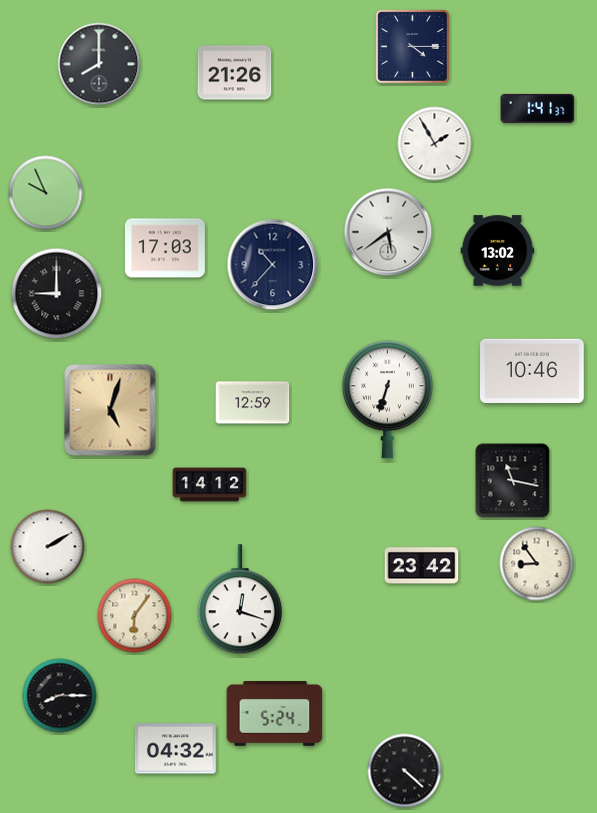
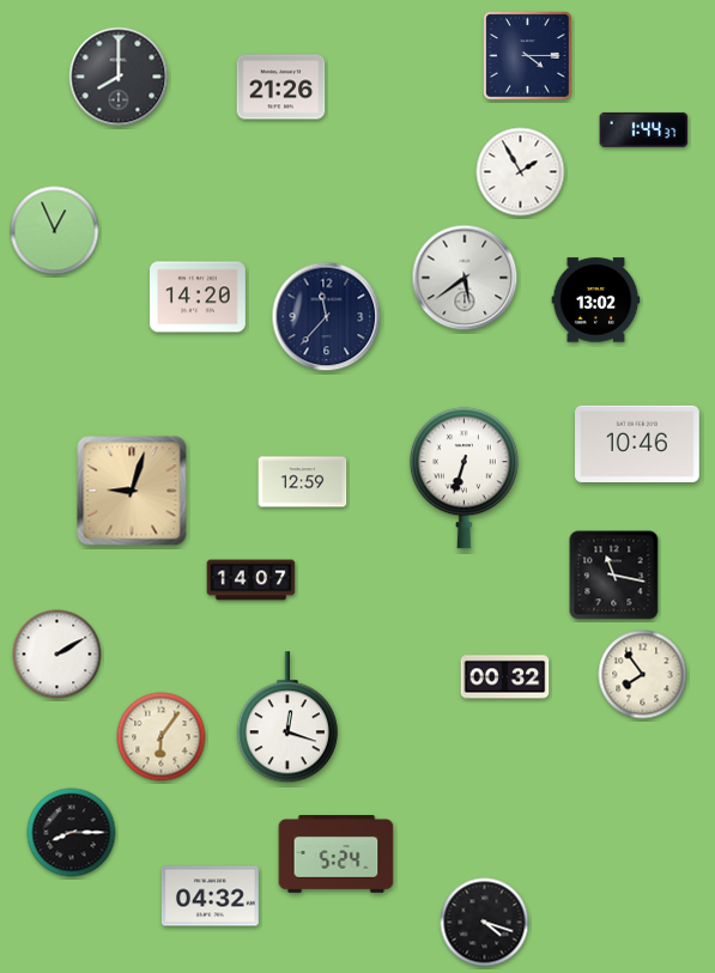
clock at (413, 47) position: (413, 47) -> (528, 56)
clock at (538, 108): 1:41 -> 1:44
clock at (46, 193): 9:56 -> 12:56
clock at (165, 248): 17:03 -> 14:20
clock at (273, 265): 10:37 -> 11:37
clock at (57, 294): 9:00 -> none
clock at (110, 410): 5:03 -> 9:03
clock at (210, 485): 14:12 -> 14:07
clock at (537, 564): 8:54 -> 7:54
clock at (422, 566): 23:42 -> 00:32
clock at (275, 714) position: (275, 714) -> (337, 855)
clock at (405, 771): 4:22 -> 4:18
